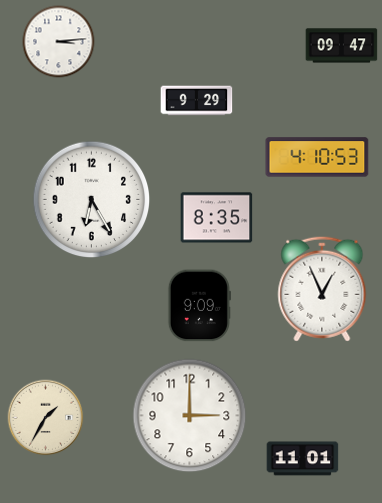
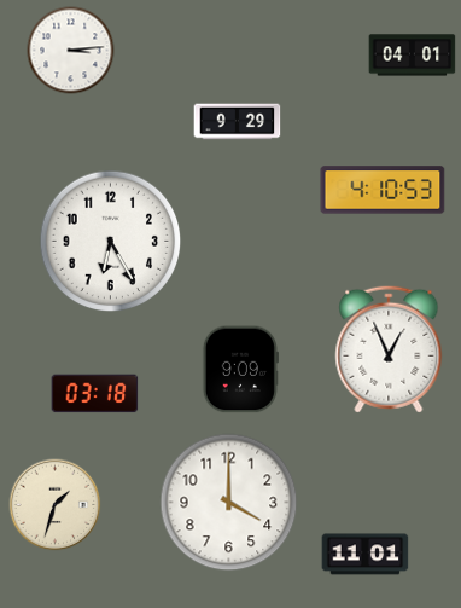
clock at (342, 46): 09:47 -> 04:01
clock at (217, 218): 8:35 -> none
clock at (95, 394): none -> 03:18
clock at (190, 416): 3:00 -> 4:00
clock at (46, 418): 1:35 -> 1:33
